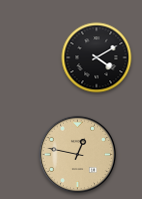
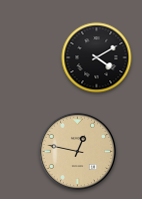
clock at (77, 154) position: (77, 154) -> (77, 151)
